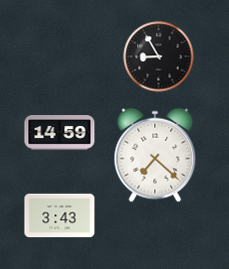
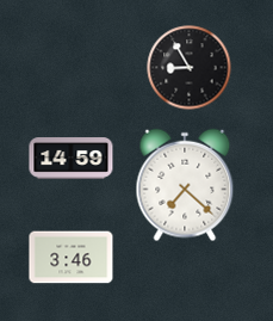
clock at (60, 216): 3:43 -> 3:46
